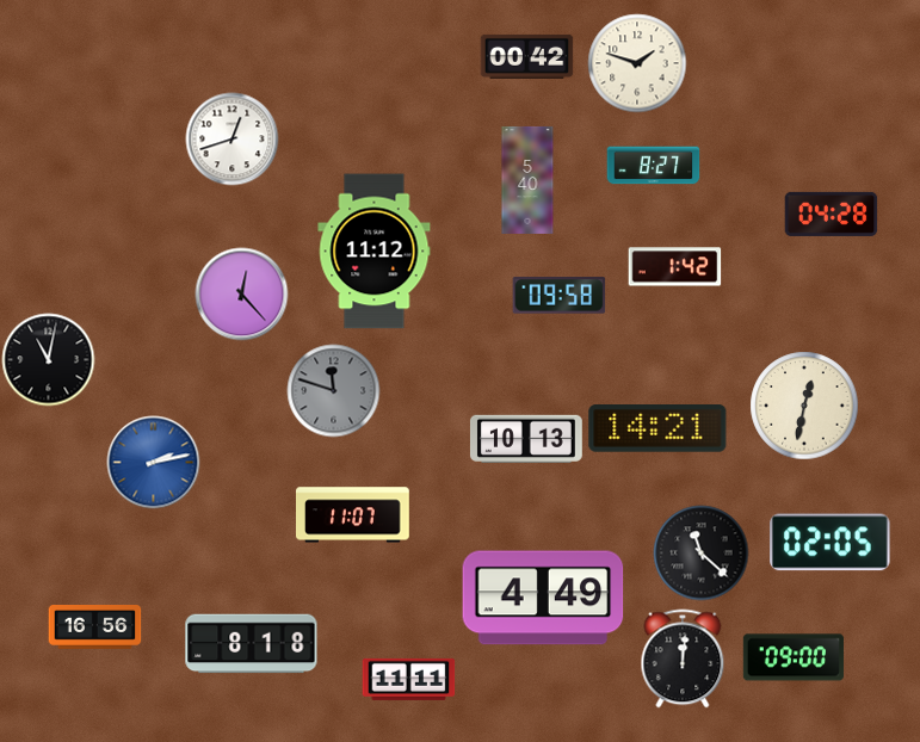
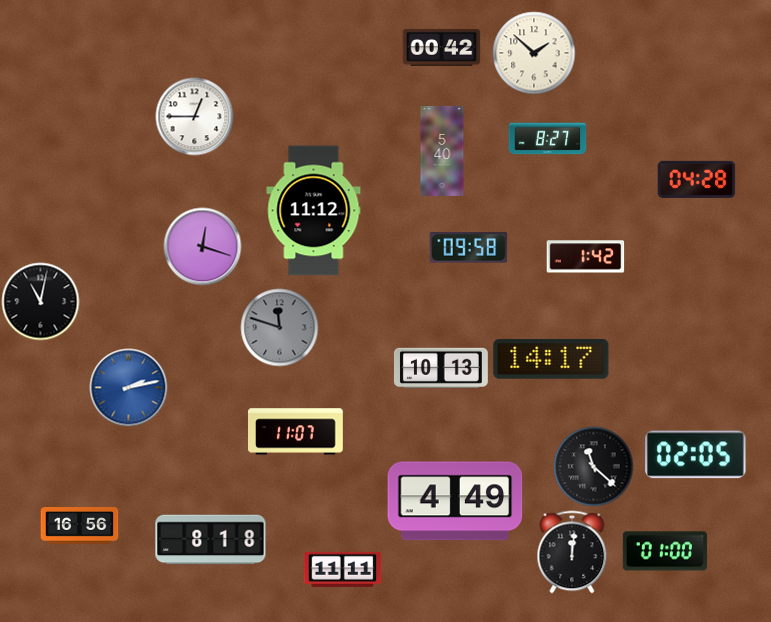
clock at (637, 63): 1:48 -> 1:52
clock at (231, 138): 12:42 -> 12:45
clock at (674, 267) position: (674, 267) -> (585, 257)
clock at (241, 293): 12:23 -> 12:18
clock at (804, 406): 12:32 -> none
clock at (657, 429): 14:21 -> 14:17
clock at (700, 552) position: (700, 552) -> (593, 466)
clock at (794, 657): 09:00 -> 01:00
